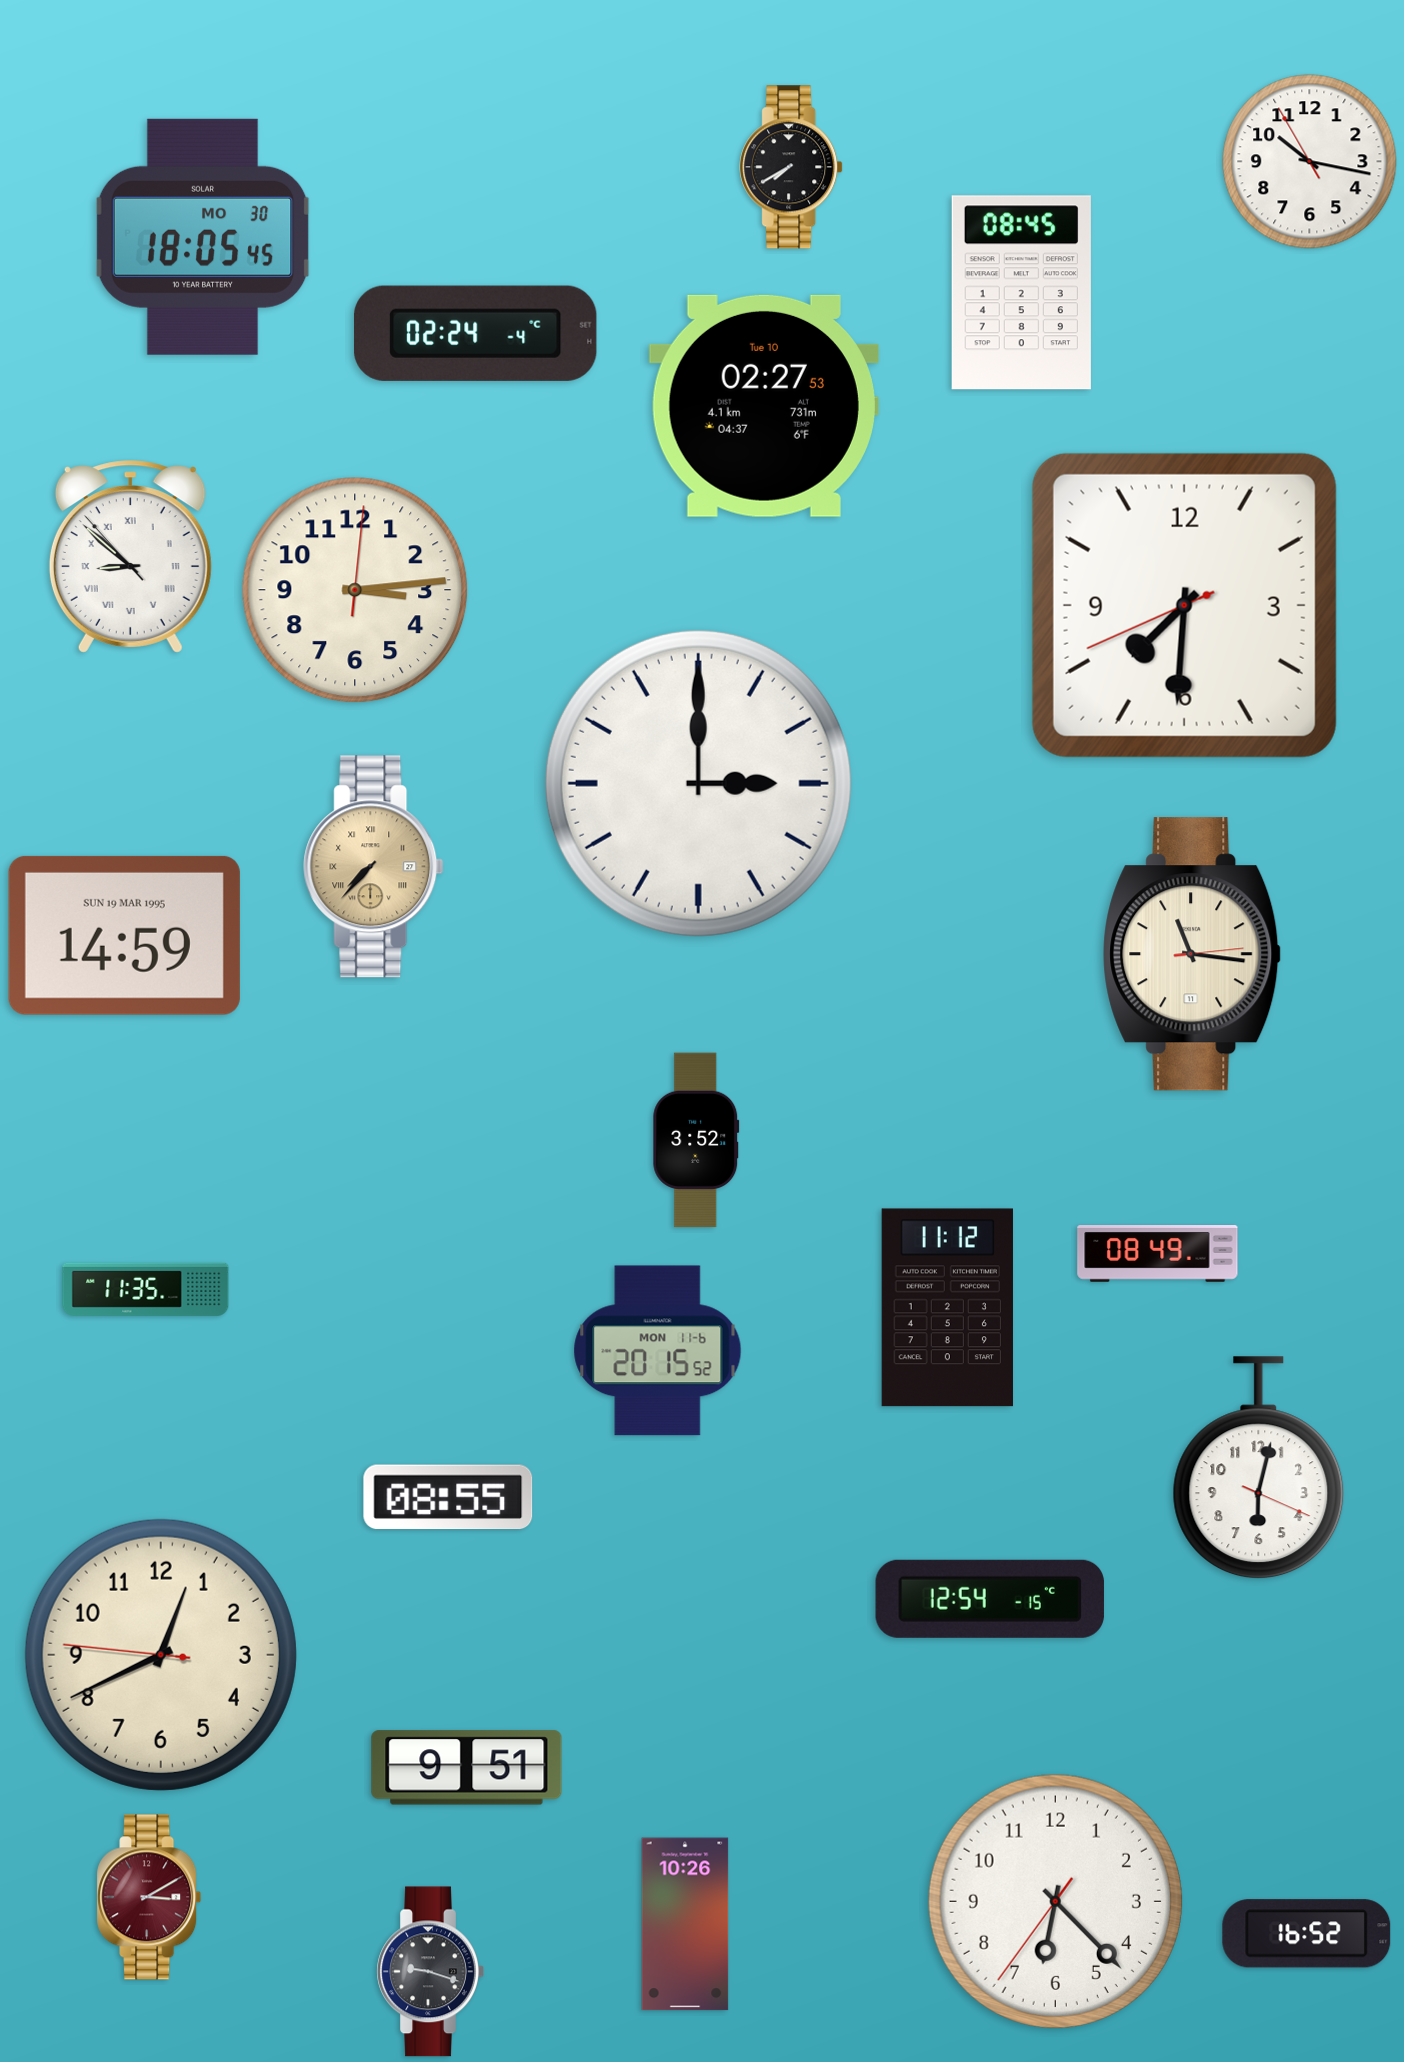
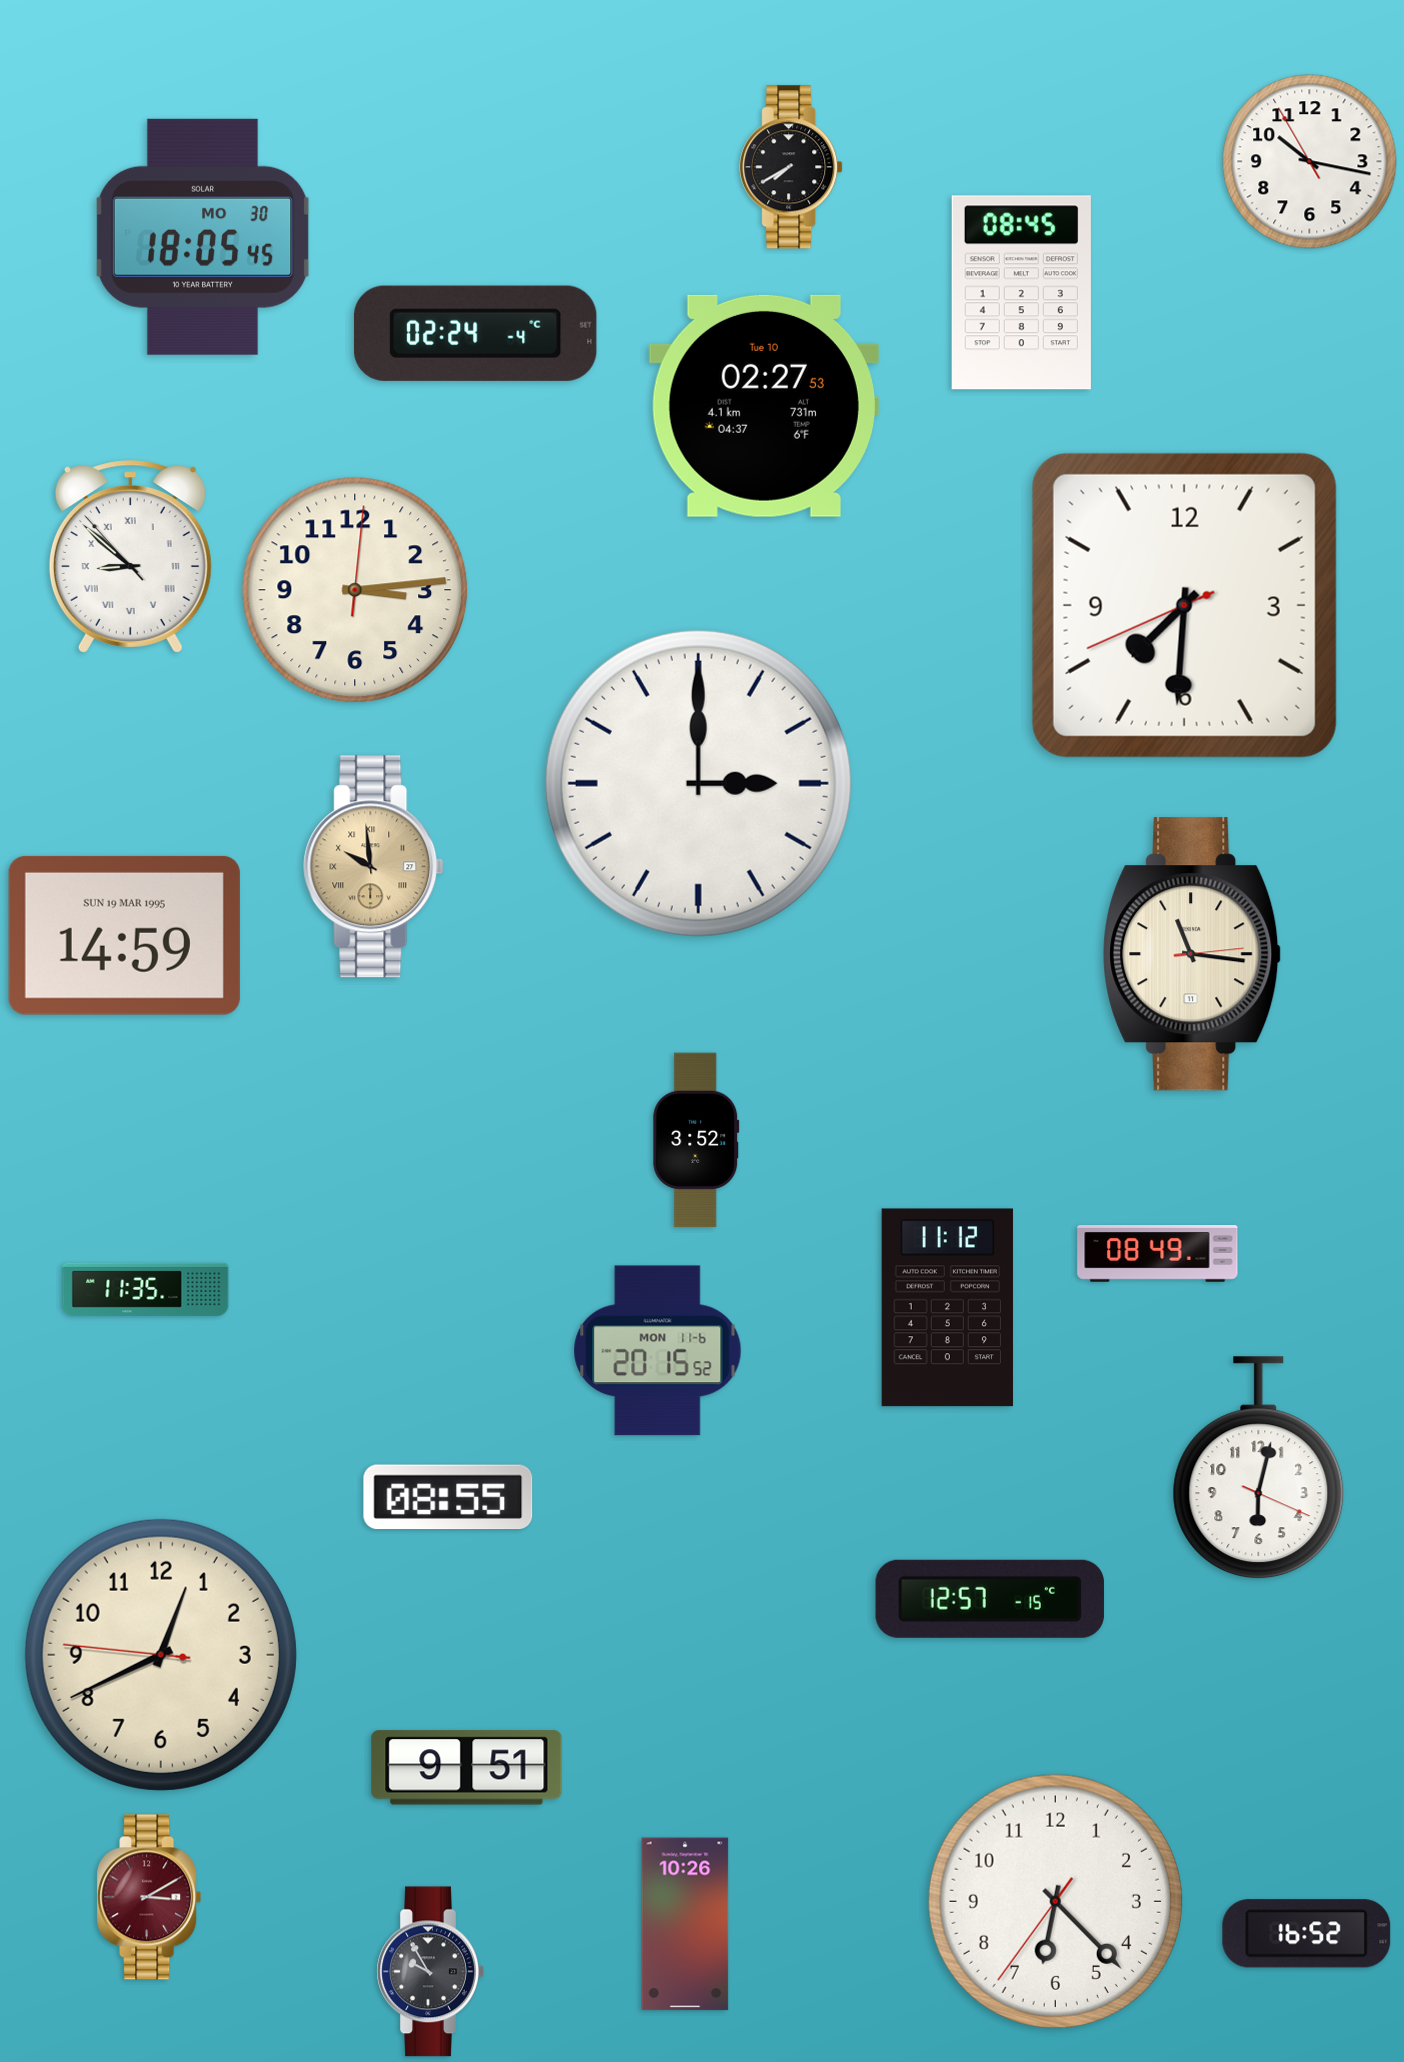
clock at (374, 867): 7:37 -> 9:59
clock at (990, 1599): 12:54 -> 12:57
clock at (430, 1972): 9:18 -> 9:55
